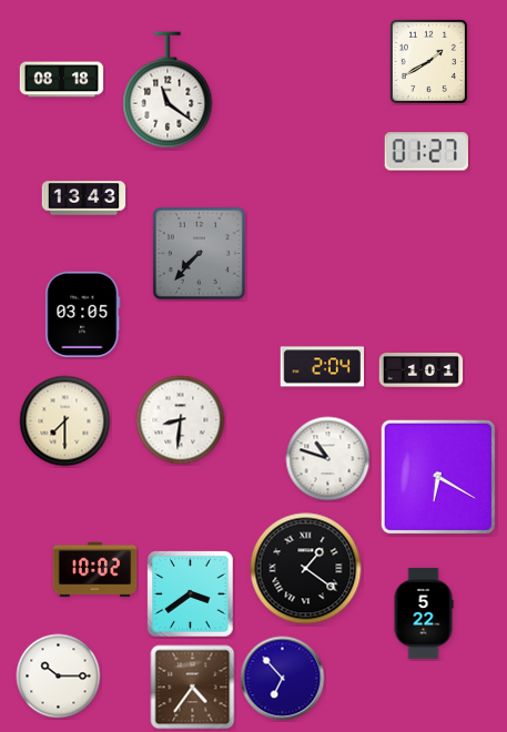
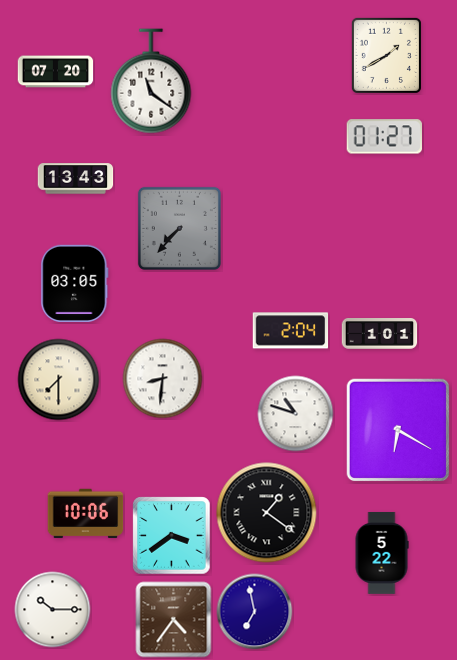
clock at (62, 80): 08:18 -> 07:20
clock at (438, 477) position: (438, 477) -> (398, 430)
clock at (306, 569) position: (306, 569) -> (267, 513)
clock at (95, 570): 10:02 -> 10:06
clock at (283, 679): 6:53 -> 6:58
